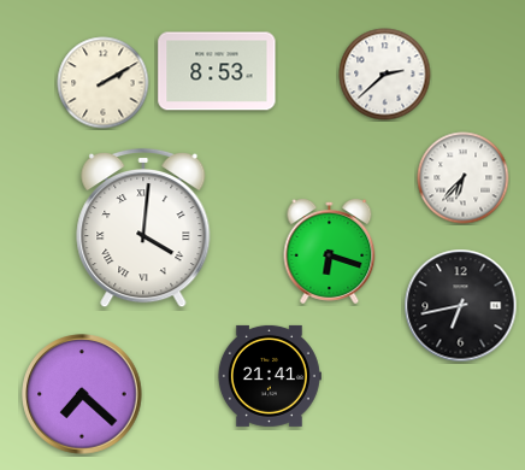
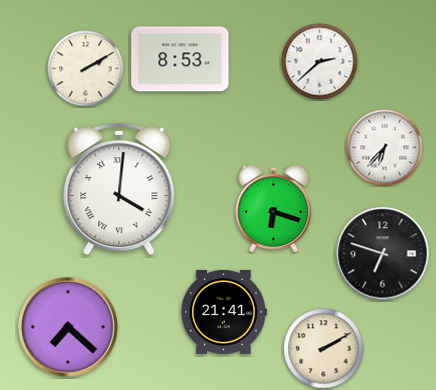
clock at (461, 306): 6:43 -> 6:48
clock at (324, 349): none -> 2:10
